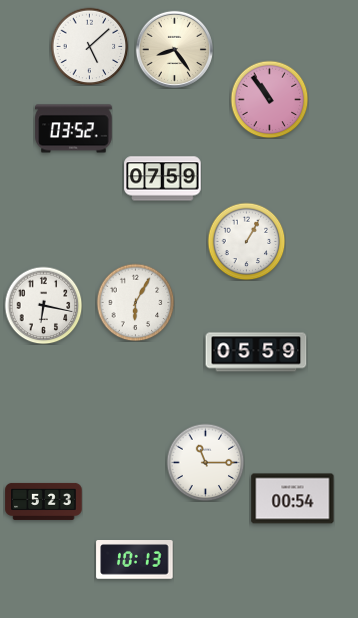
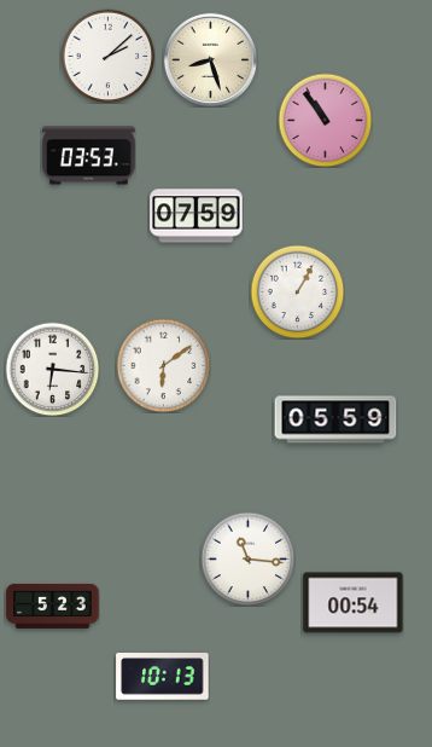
clock at (89, 46): 5:08 -> 2:08
clock at (174, 49): 8:24 -> 8:27
clock at (74, 129): 03:52 -> 03:53
clock at (135, 302): 6:05 -> 6:09
clock at (43, 305): 6:17 -> 6:16
clock at (256, 352) position: (256, 352) -> (335, 419)
clock at (205, 462): 11:15 -> 11:16
